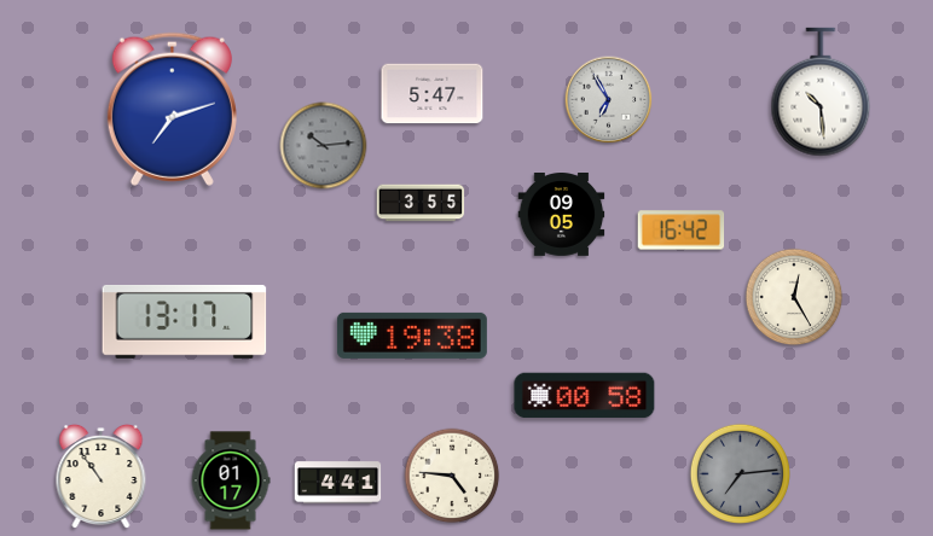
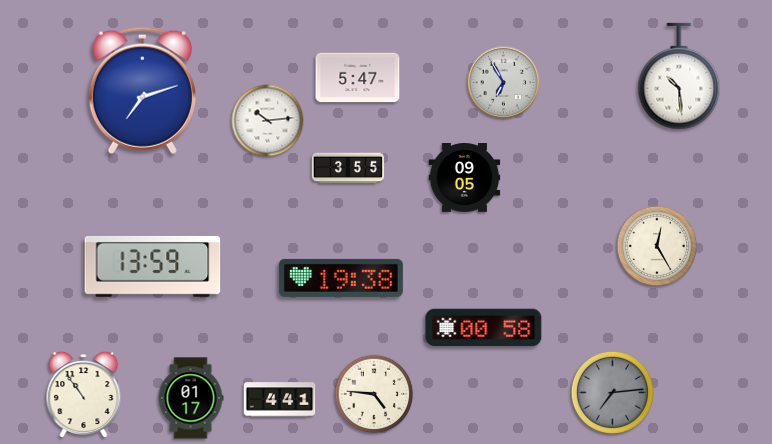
clock at (324, 146) dial: grey -> white
clock at (682, 231): 16:42 -> none
clock at (185, 321): 13:17 -> 13:59
